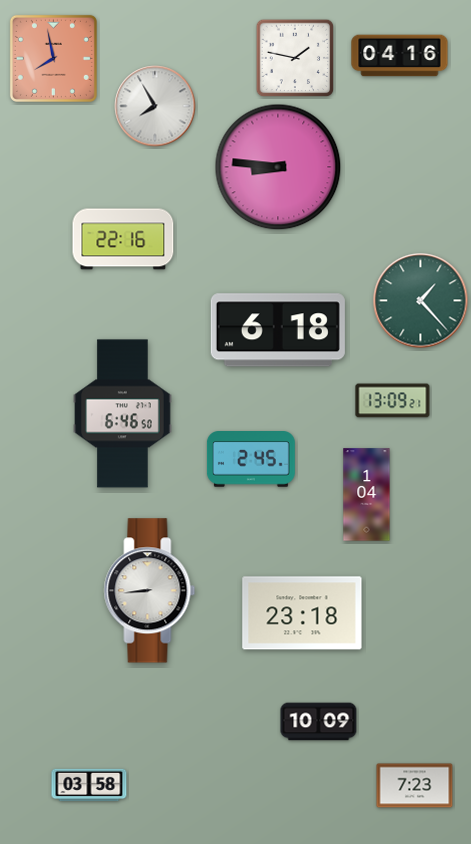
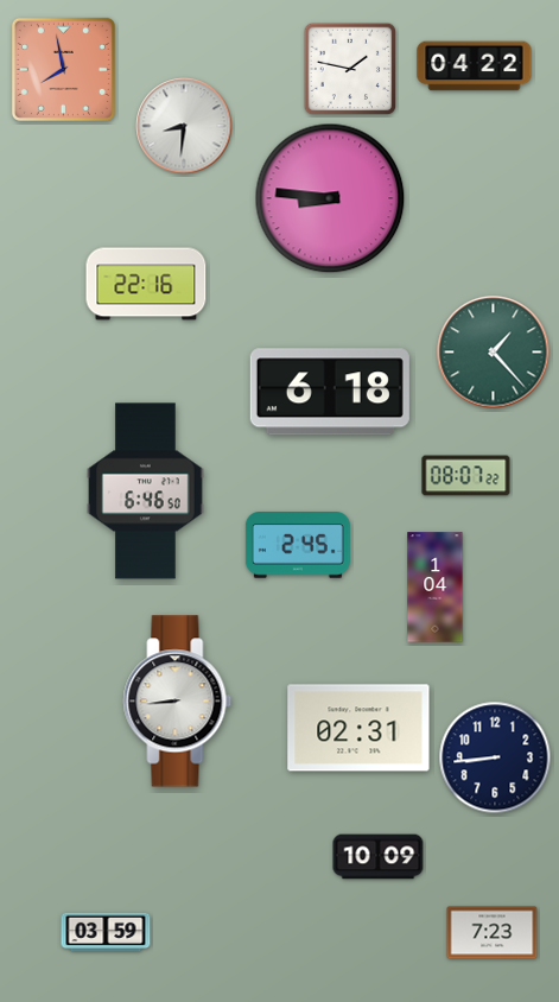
clock at (400, 56): 04:16 -> 04:22
clock at (155, 106): 7:55 -> 8:31
clock at (421, 301) position: (421, 301) -> (494, 353)
clock at (393, 401): 13:09 -> 08:07
clock at (302, 613): 23:18 -> 02:31
clock at (495, 757): none -> 8:44
clock at (89, 785): 03:58 -> 03:59
